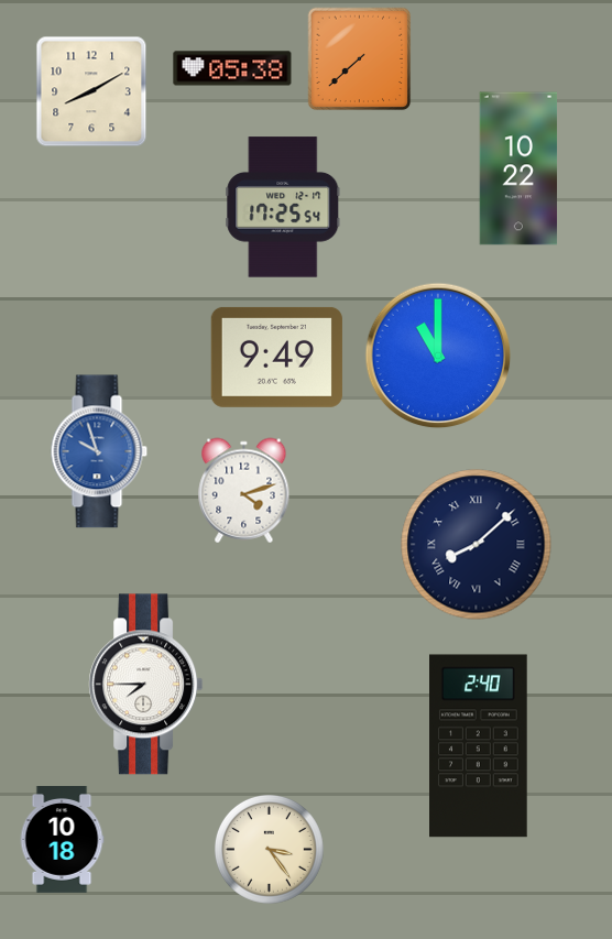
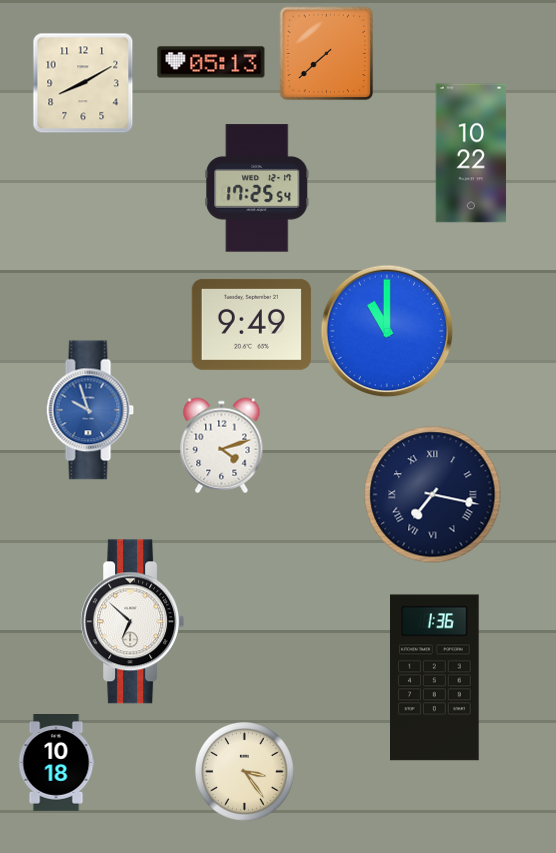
clock at (232, 68): 05:38 -> 05:13
clock at (438, 356) position: (438, 356) -> (387, 331)
clock at (477, 545): 8:08 -> 7:17
clock at (146, 685): 7:45 -> 6:52
clock at (479, 746): 2:40 -> 1:36
